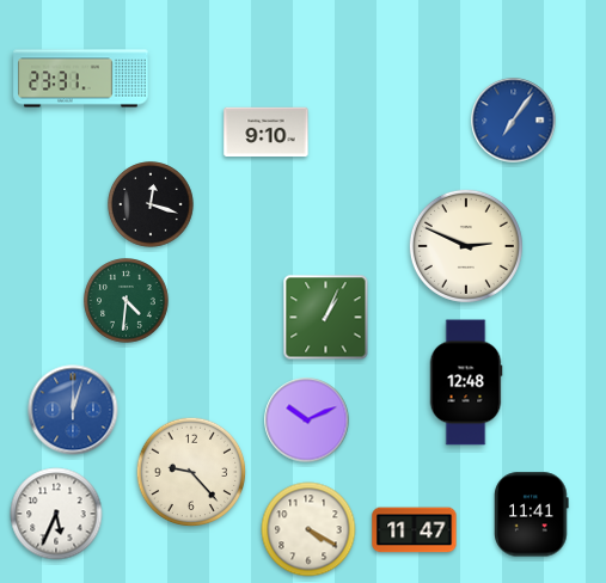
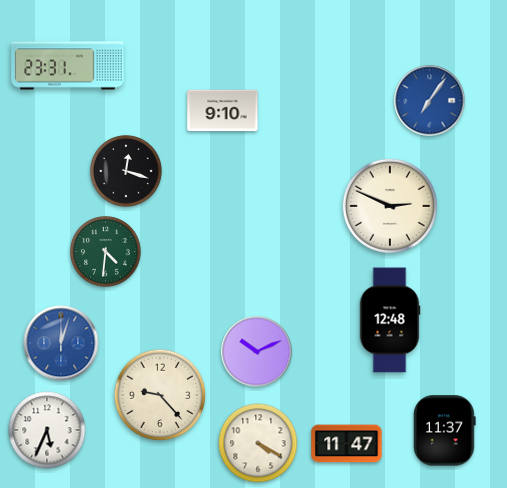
clock at (326, 318): 1:04 -> none
clock at (532, 515): 11:41 -> 11:37
